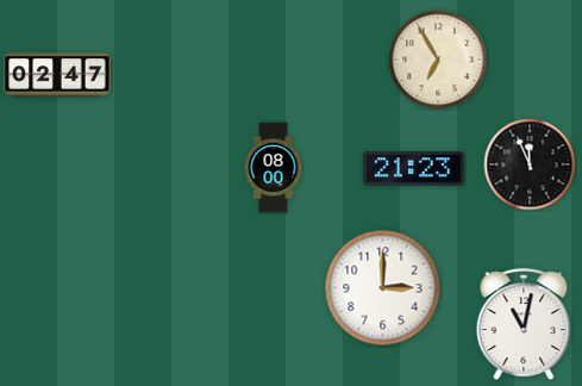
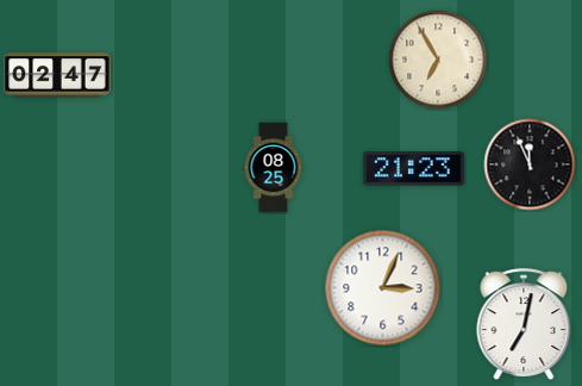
clock at (274, 168): 08:00 -> 08:25
clock at (383, 288): 3:00 -> 3:04
clock at (524, 324): 11:02 -> 7:02
